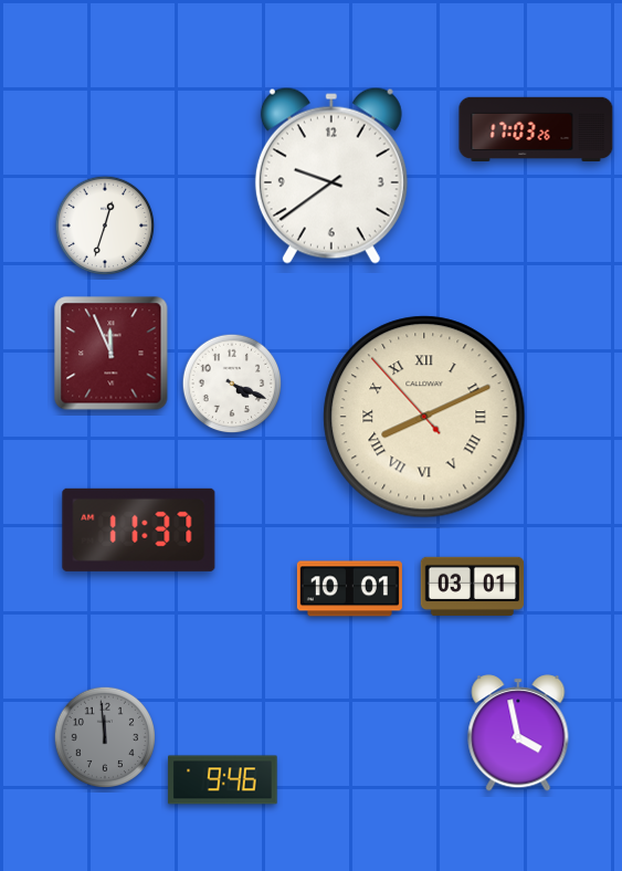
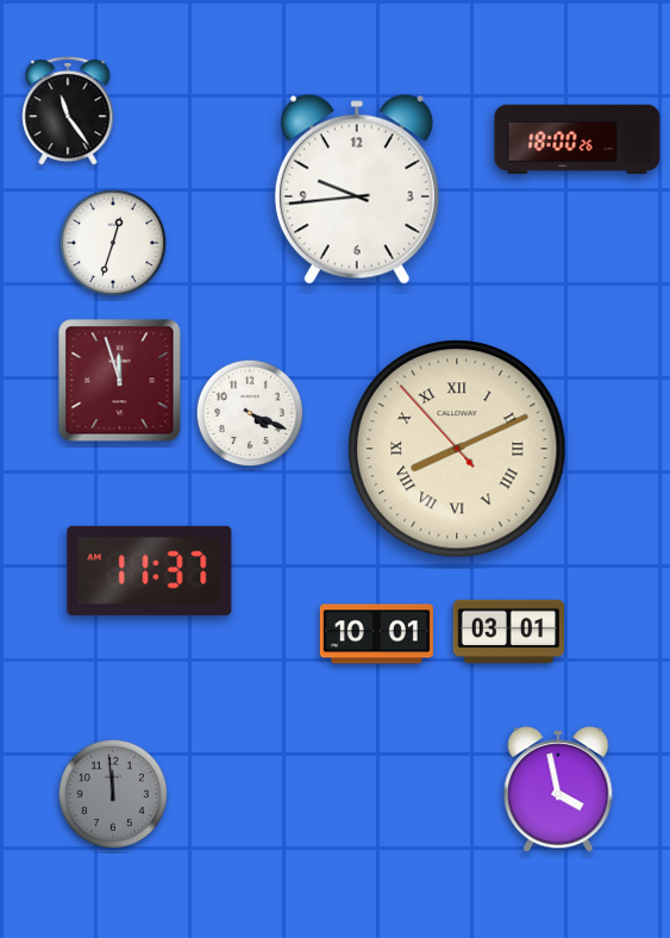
clock at (68, 112): none -> 11:24
clock at (536, 128): 17:03 -> 18:00
clock at (331, 176): 9:39 -> 9:44
clock at (112, 354): 11:56 -> 11:57
clock at (223, 780): 9:46 -> none
